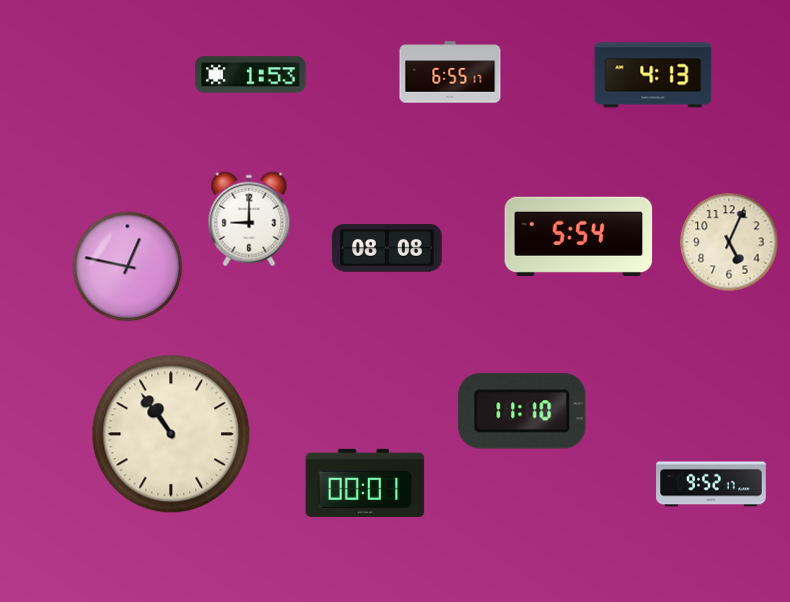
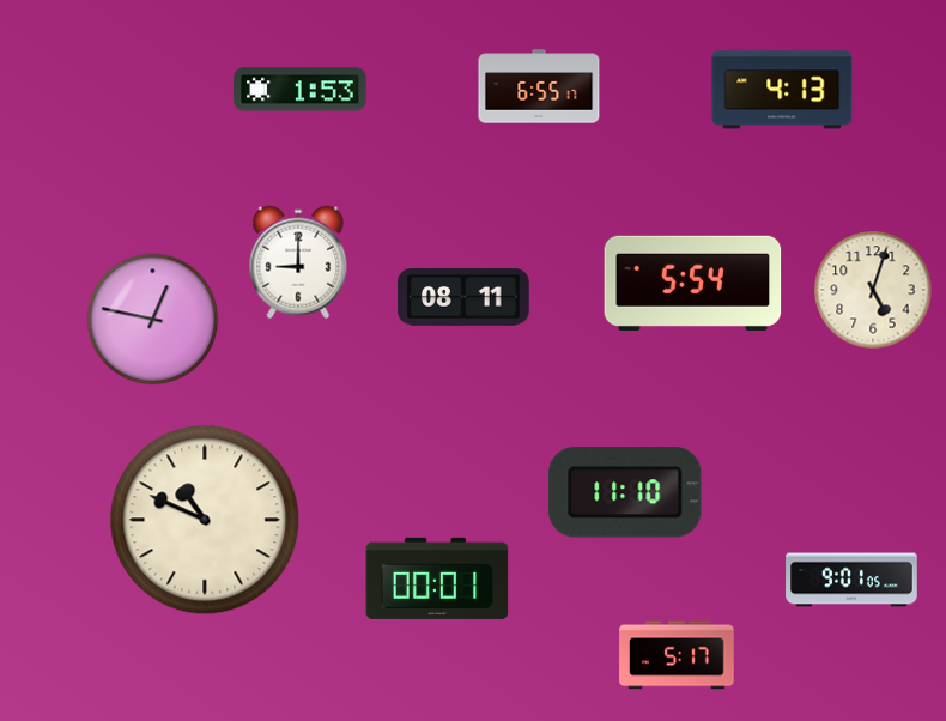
clock at (729, 242): 5:04 -> 5:03
clock at (387, 248): 08:08 -> 08:11
clock at (171, 434): 10:54 -> 10:49
clock at (711, 484): 9:52 -> 9:01
clock at (677, 655): none -> 5:17
